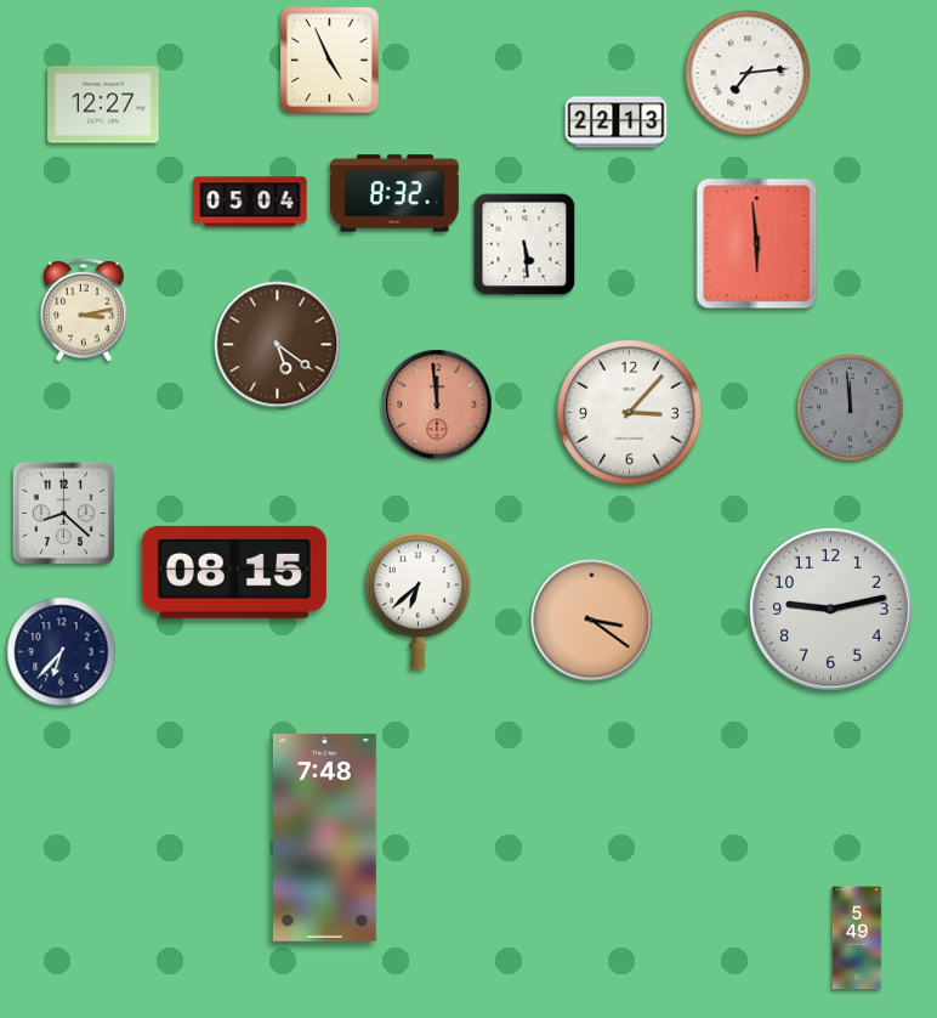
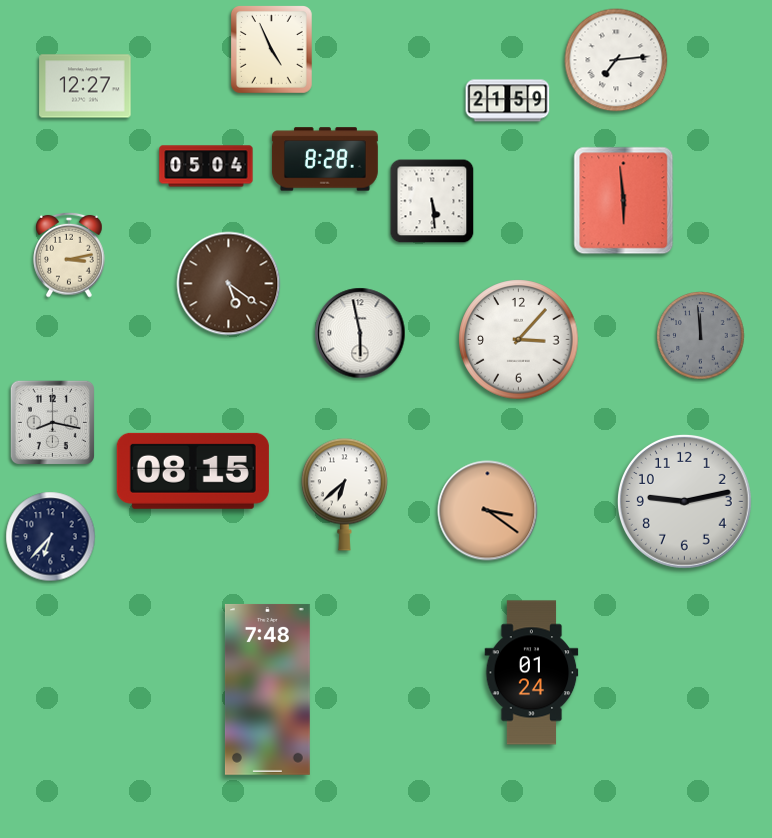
clock at (617, 123): 22:13 -> 21:59
clock at (394, 193): 8:32 -> 8:28
clock at (437, 405): 11:59 -> 5:58
clock at (437, 405) dial: salmon -> white
clock at (63, 513): 8:22 -> 8:17
clock at (532, 673): none -> 01:24
clock at (857, 938): 5:49 -> none
